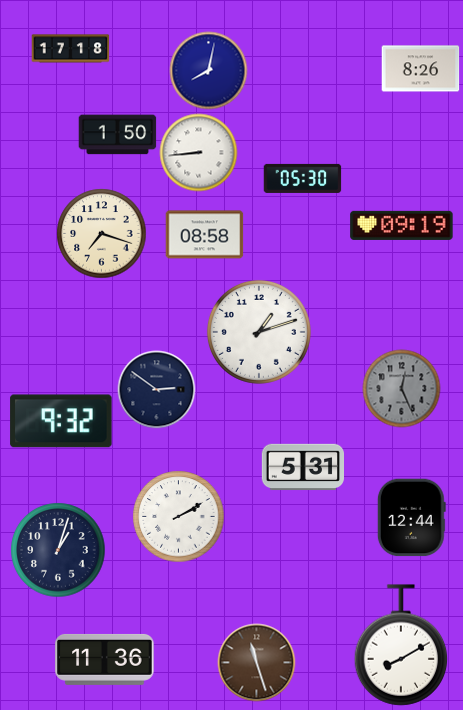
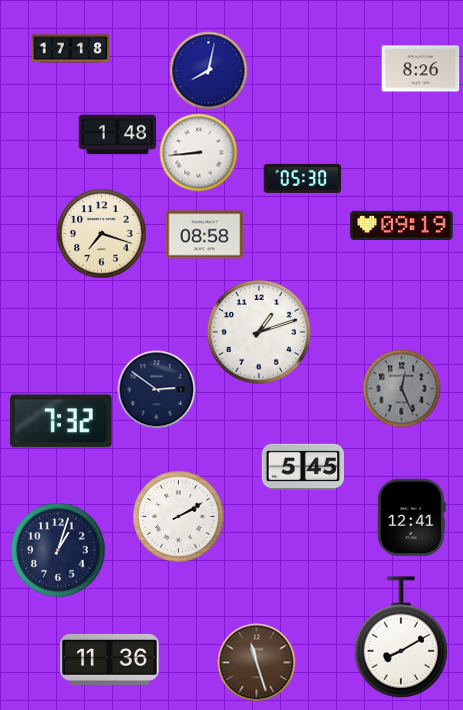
clock at (117, 135): 1:50 -> 1:48
clock at (61, 421): 9:32 -> 7:32
clock at (302, 467): 5:31 -> 5:45
clock at (411, 517): 12:44 -> 12:41
clock at (401, 645) position: (401, 645) -> (401, 637)
clock at (105, 659) position: (105, 659) -> (110, 659)
